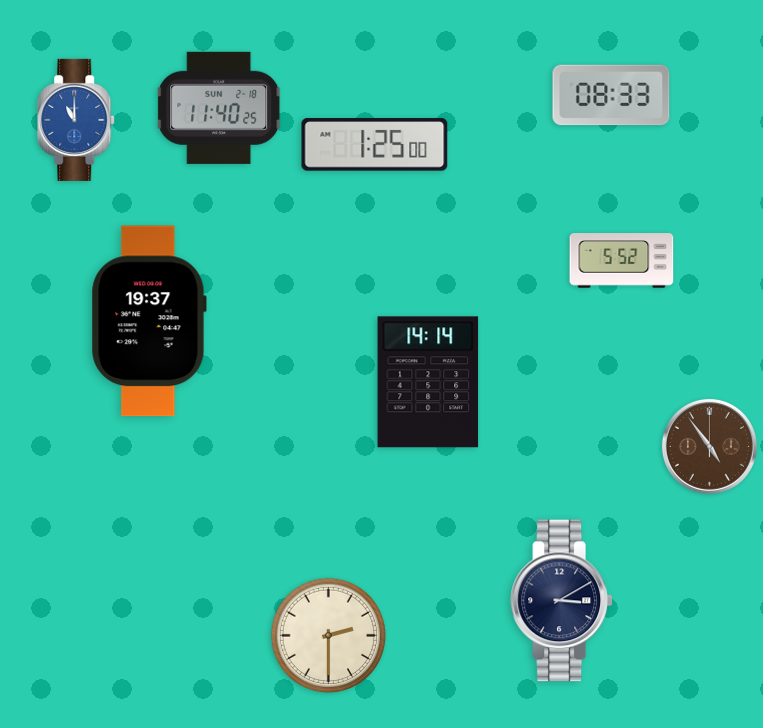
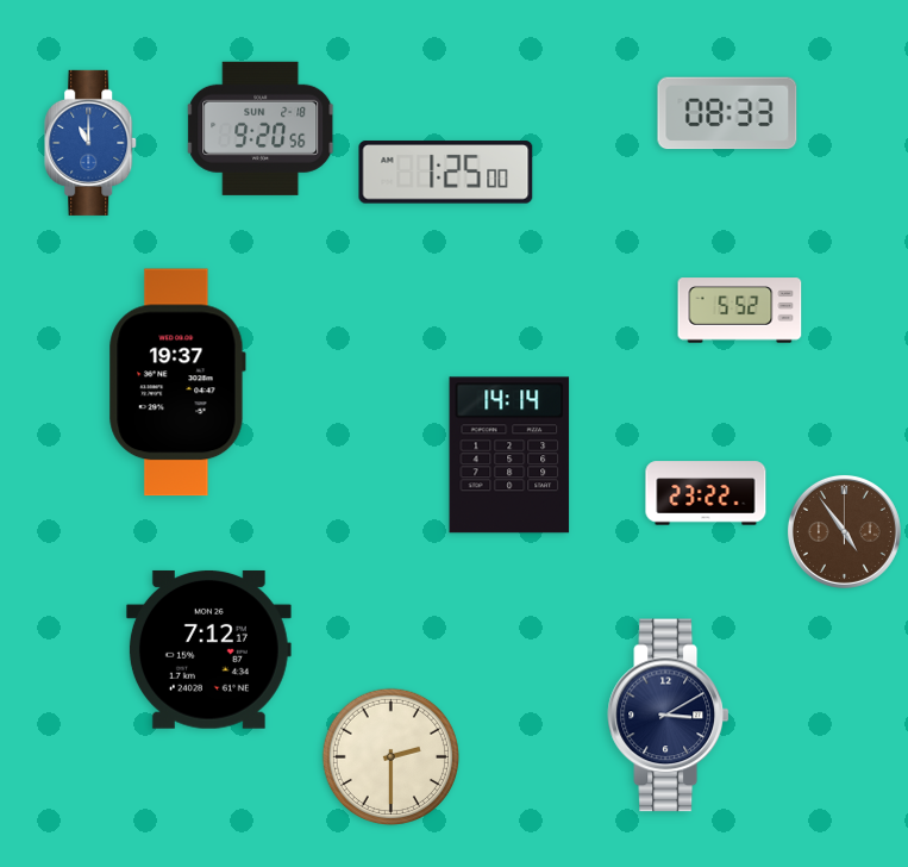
clock at (219, 108): 11:40 -> 9:20
clock at (706, 493): none -> 23:22
clock at (208, 649): none -> 7:12
